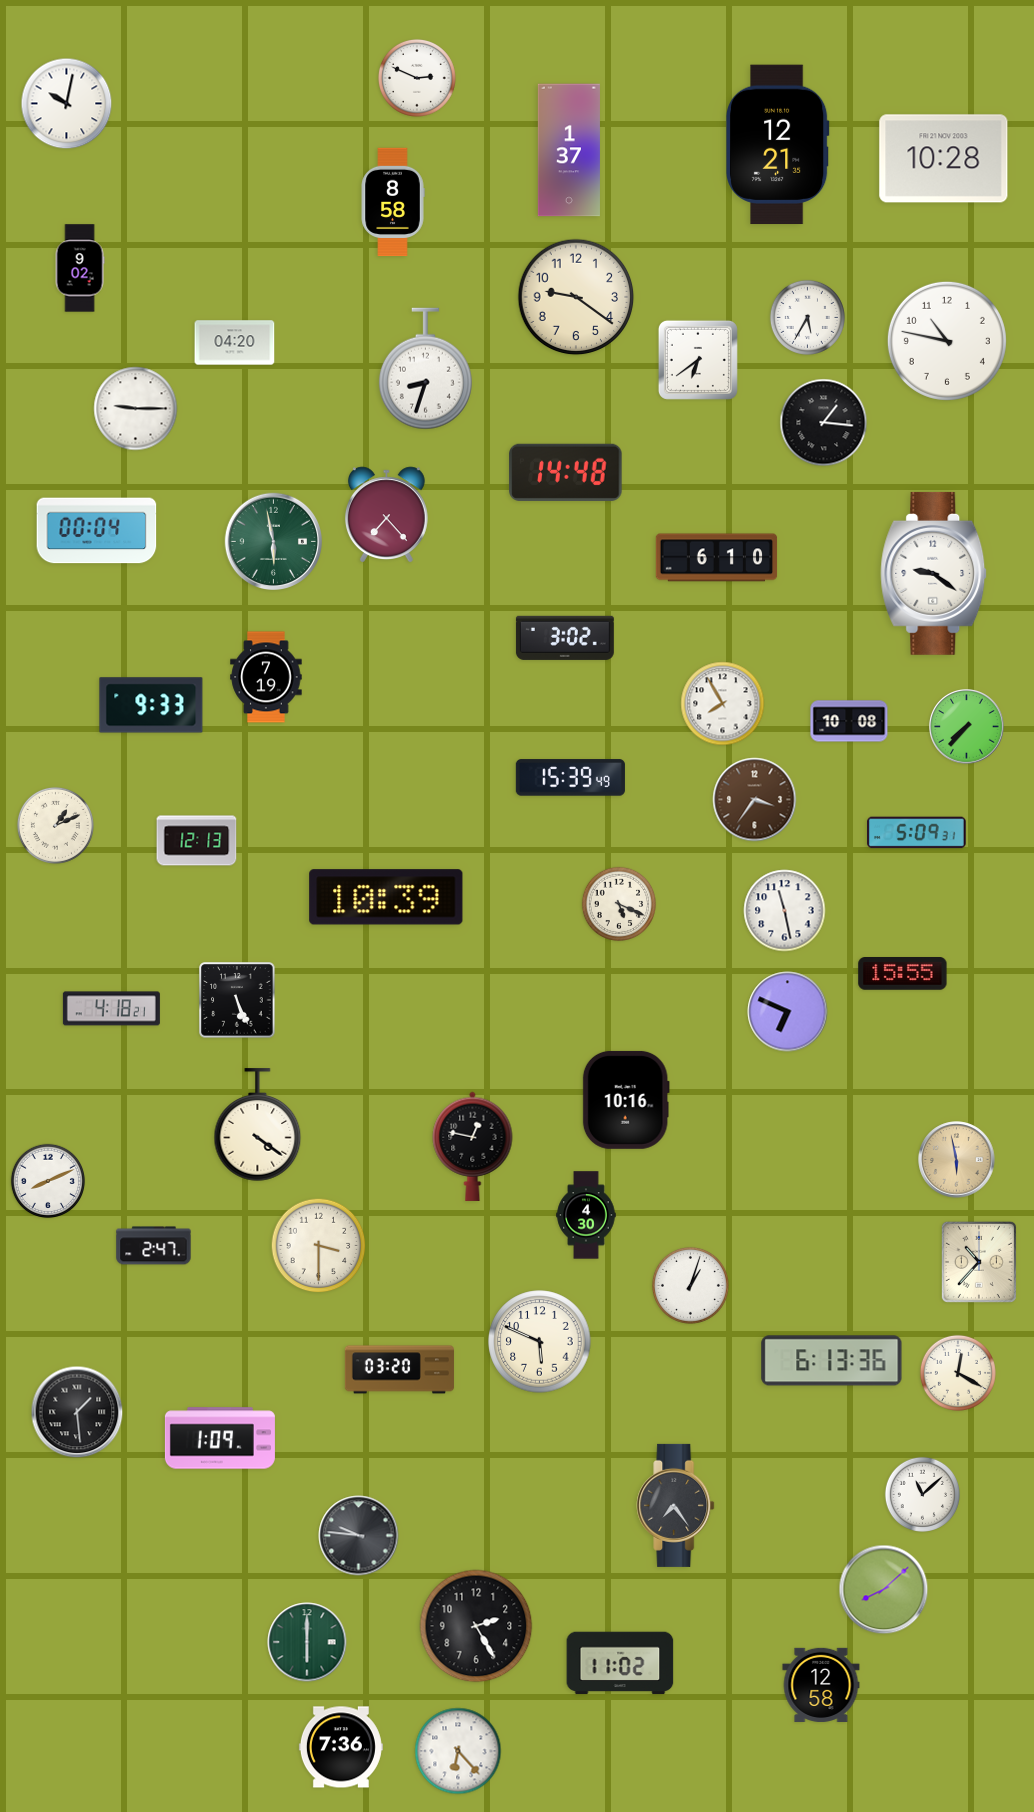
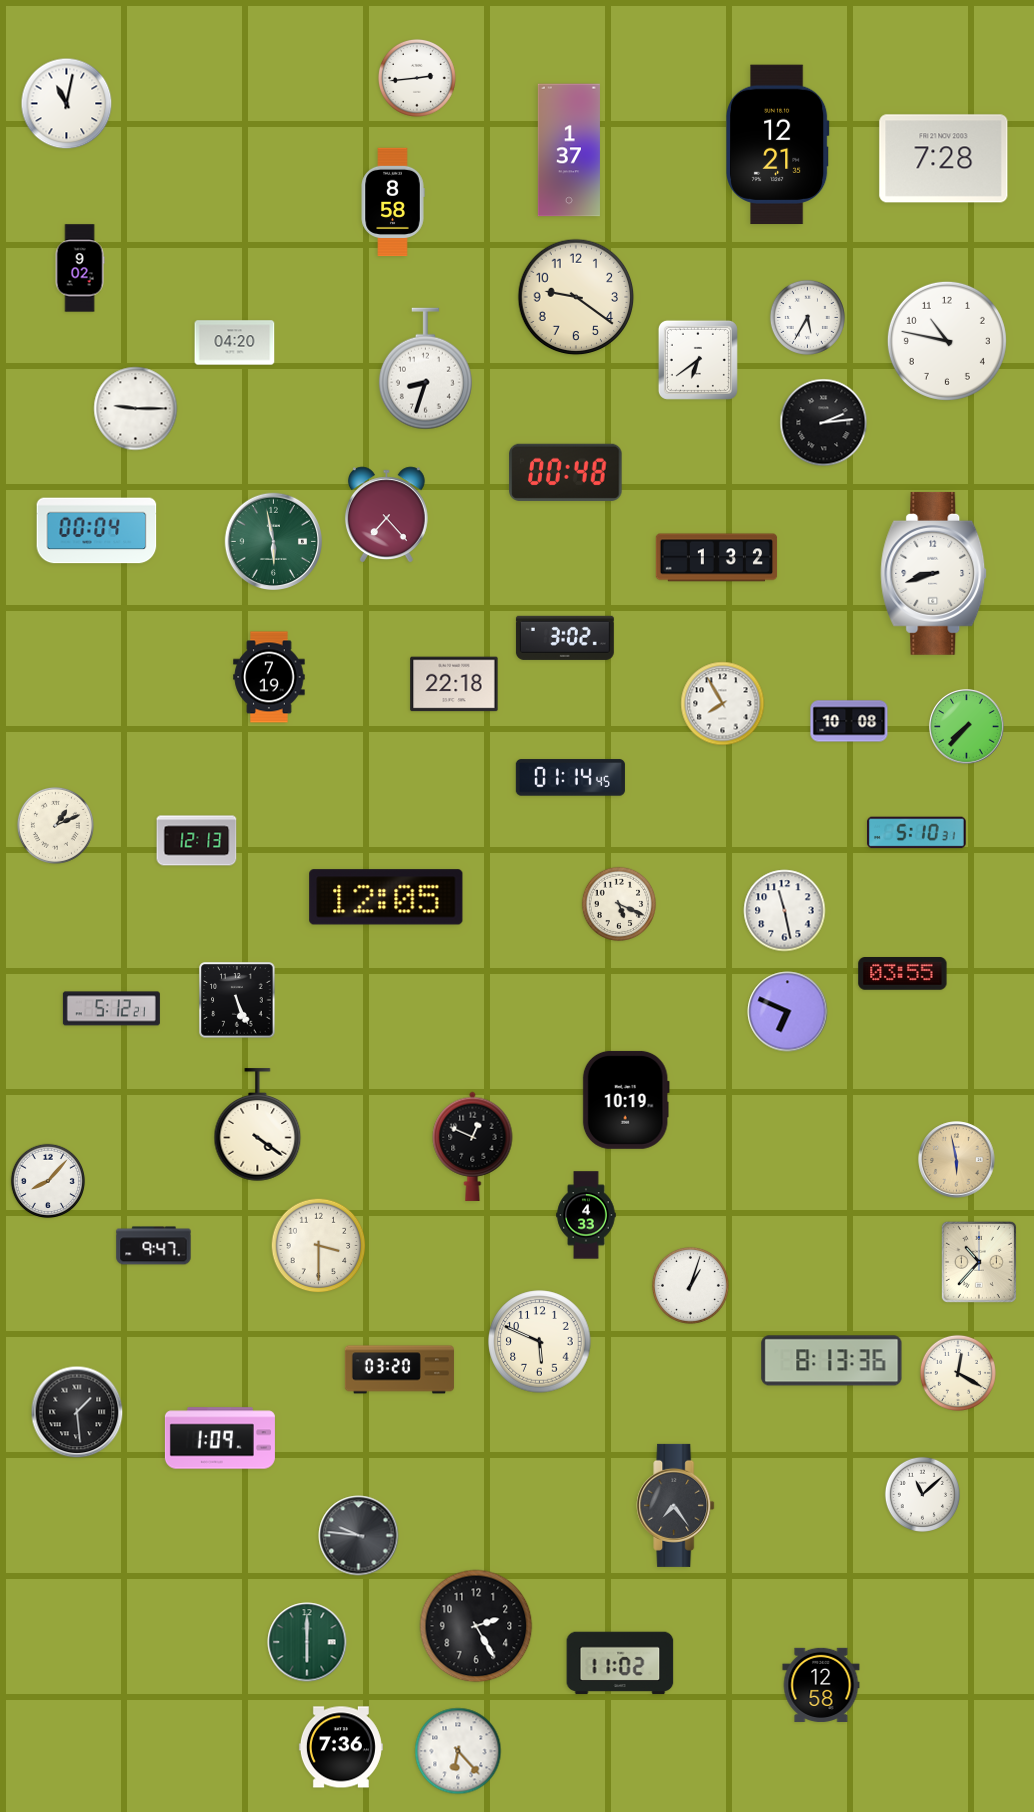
clock at (417, 78): 2:49 -> 2:44
clock at (67, 104): 10:02 -> 11:02
clock at (944, 159): 10:28 -> 7:28
clock at (824, 423): 1:16 -> 2:14
clock at (566, 472): 14:48 -> 00:48
clock at (717, 558): 6:10 -> 1:32
clock at (934, 573): 9:21 -> 8:42
clock at (266, 677) position: (266, 677) -> (269, 677)
clock at (454, 684): none -> 22:18
clock at (151, 705): 9:33 -> none
clock at (570, 778): 15:39 -> 01:14
clock at (755, 800): 3:36 -> none
clock at (917, 833): 5:09 -> 5:10
clock at (386, 897): 10:39 -> 12:05
clock at (903, 974): 15:55 -> 03:55
clock at (111, 1009): 4:18 -> 5:12
clock at (626, 1100): 10:16 -> 10:19
clock at (473, 1146): 12:47 -> 12:49
clock at (48, 1181): 8:11 -> 8:07
clock at (586, 1215): 4:30 -> 4:33
clock at (154, 1246): 2:47 -> 9:47
clock at (832, 1361): 6:13 -> 8:13
clock at (884, 1590): 8:08 -> none
